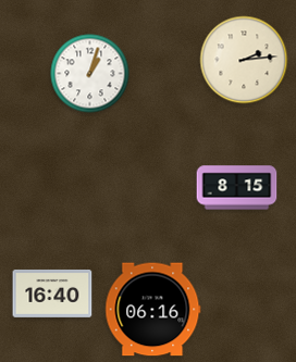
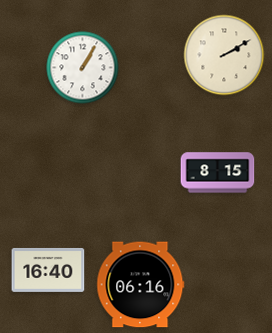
clock at (244, 60): 2:14 -> 2:10
clock at (90, 74): 1:03 -> 1:05
